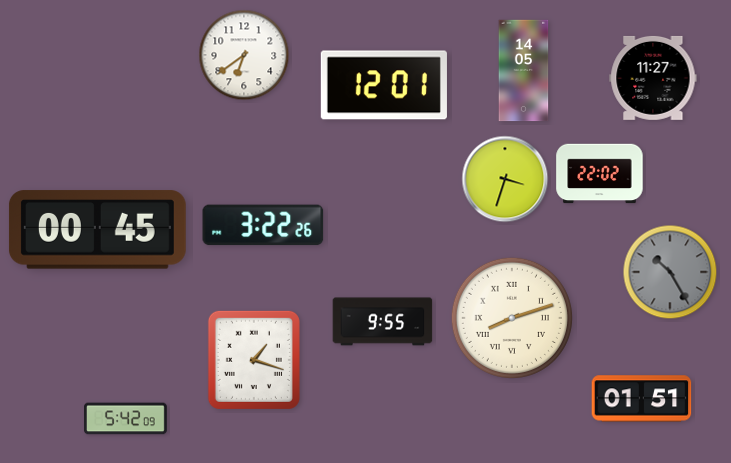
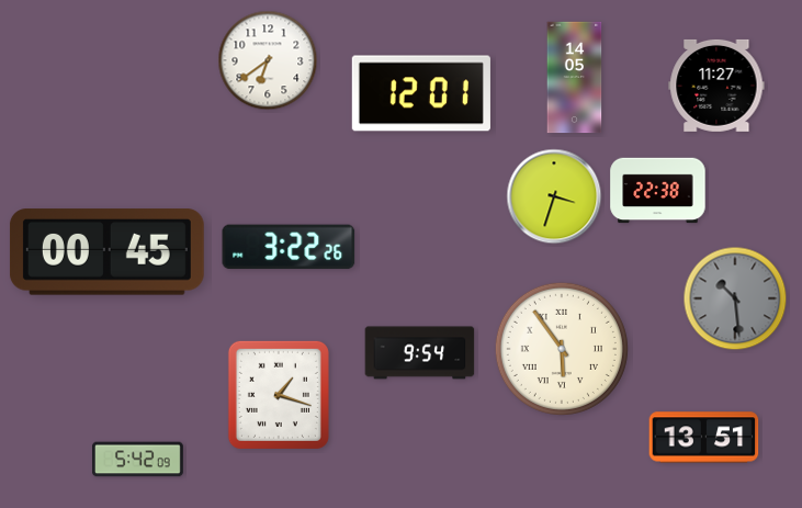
clock at (600, 174): 22:02 -> 22:38
clock at (670, 272): 10:25 -> 10:29
clock at (512, 318): 8:12 -> 5:54
clock at (383, 322): 9:55 -> 9:54
clock at (642, 399): 01:51 -> 13:51
